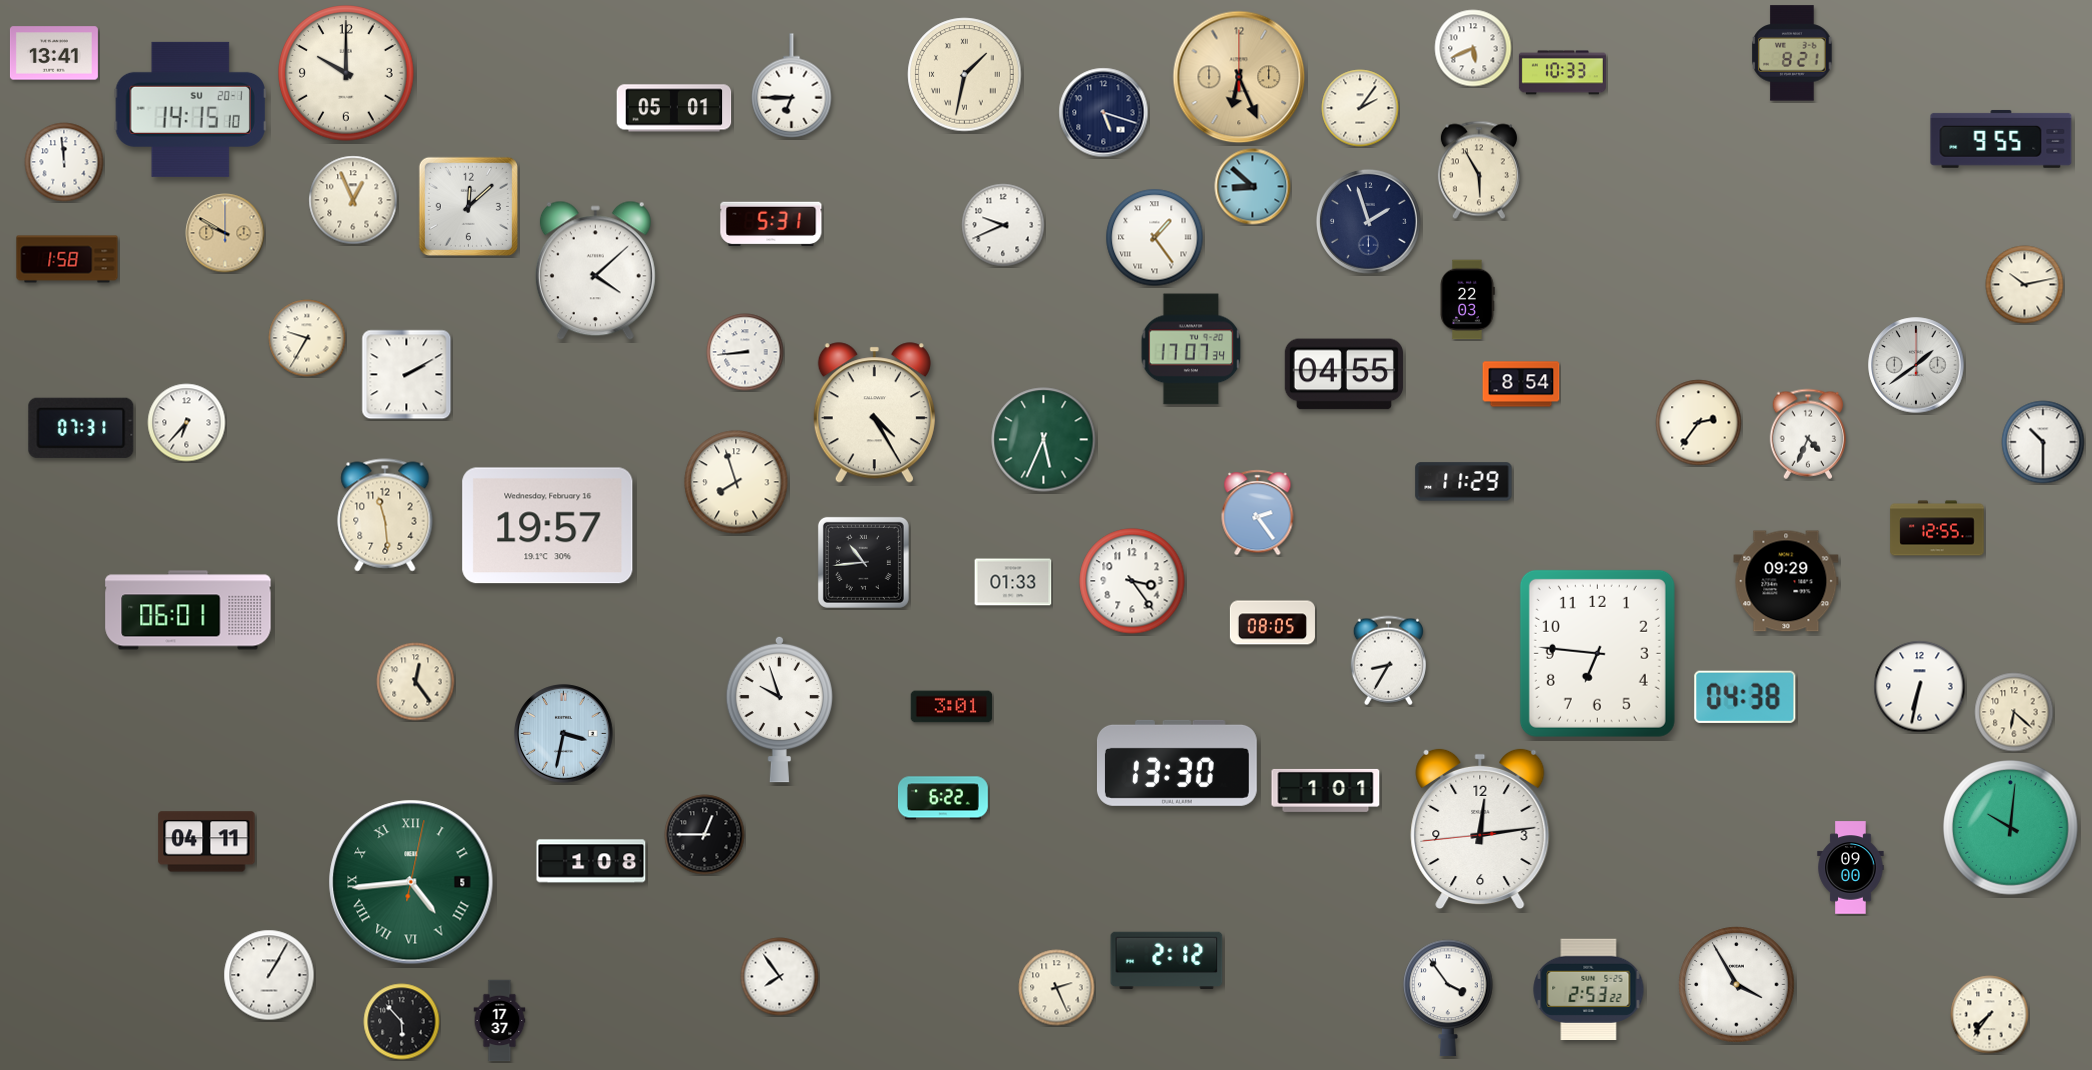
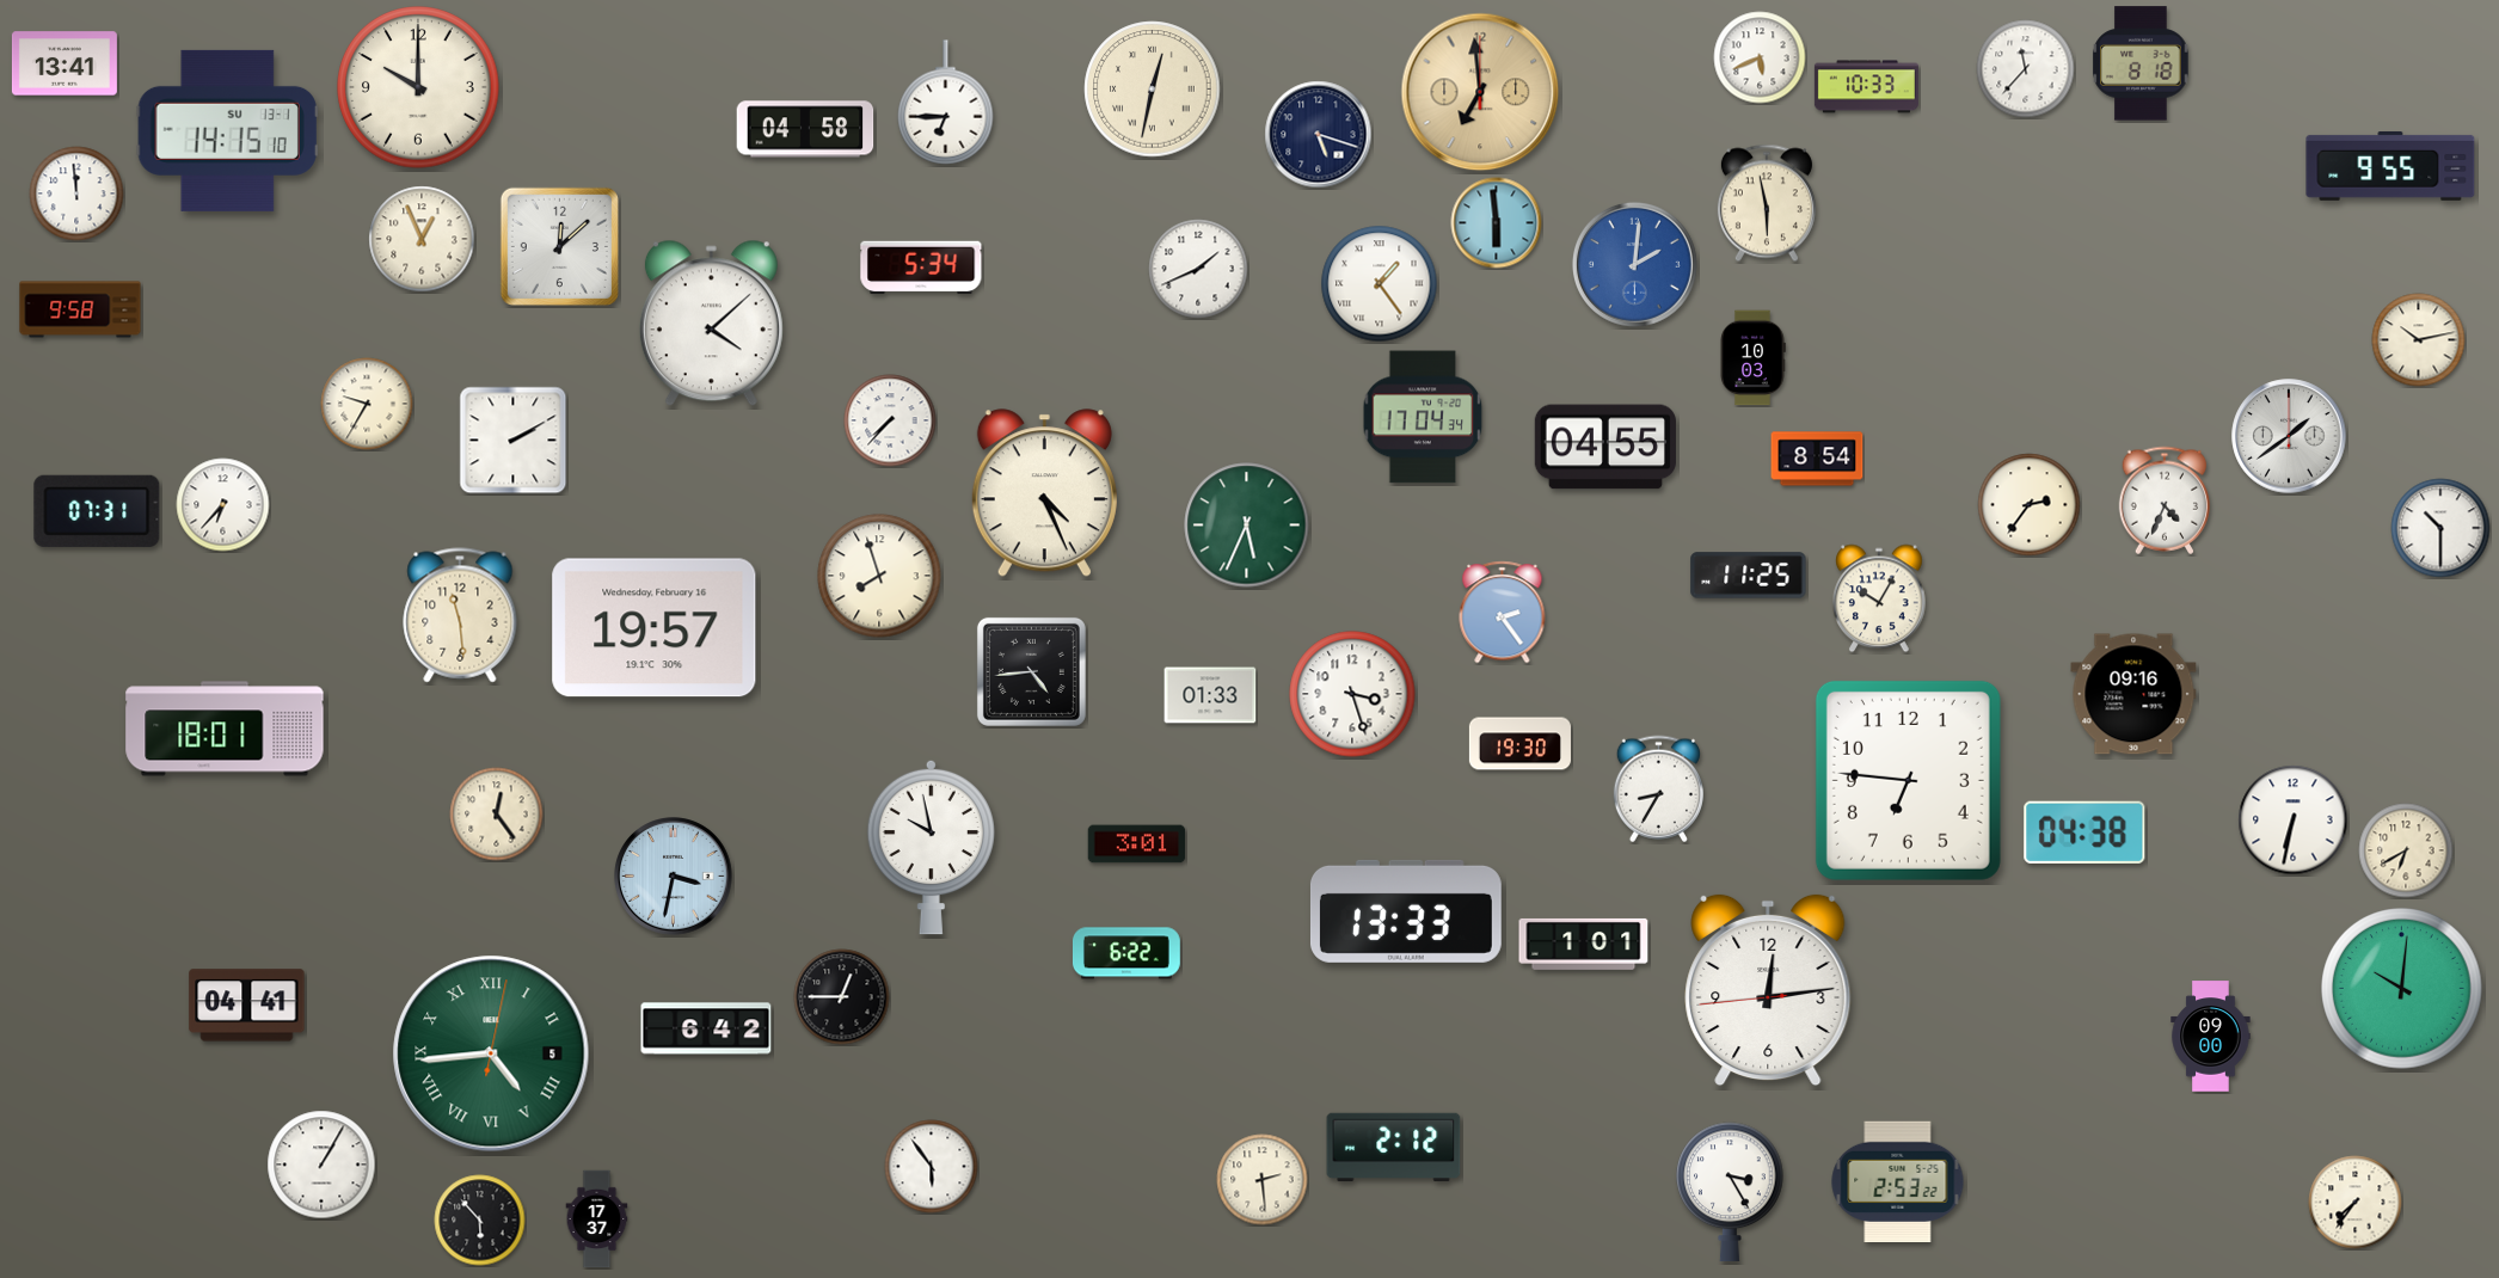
clock at (1792, 53): 8:21 -> 8:18
clock at (2026, 69): none -> 11:37
clock at (346, 73) position: (346, 73) -> (418, 87)
clock at (965, 75): 1:32 -> 12:32
clock at (1239, 77): 6:26 -> 6:59
clock at (674, 108): 05:01 -> 04:58
clock at (1360, 108): 2:06 -> none
clock at (190, 109) date: SU 20-1 -> SU 13-1
clock at (1479, 170): 5:55 -> 5:58
clock at (1253, 187): 8:52 -> 5:59
clock at (1368, 221): 1:57 -> 2:01
clock at (1368, 221) dial: navy -> blue
clock at (771, 224): 5:31 -> 5:34
clock at (1003, 225): 9:41 -> 1:41
clock at (225, 233): 9:50 -> none
clock at (67, 259): 1:58 -> 9:58
clock at (1467, 300): 22:03 -> 10:03
clock at (1191, 349): 17:07 -> 17:04
clock at (745, 352): 8:44 -> 7:37
clock at (407, 375) position: (407, 375) -> (514, 441)
clock at (874, 413): 4:25 -> 4:26
clock at (1808, 434) position: (1808, 434) -> (2165, 500)
clock at (1464, 482): 11:29 -> 11:25
clock at (1880, 598): none -> 10:05
clock at (1937, 528): 12:55 -> none
clock at (863, 562): 10:44 -> 4:44
clock at (1132, 581): 3:24 -> 3:27
clock at (1786, 581): 09:29 -> 09:16
clock at (188, 610): 06:01 -> 18:01
clock at (1272, 623): 08:05 -> 19:30
clock at (779, 709): 9:57 -> 9:58
clock at (2014, 712): 6:22 -> 6:40
clock at (1177, 763): 13:30 -> 13:33
clock at (207, 842): 04:11 -> 04:41
clock at (591, 861): 1:08 -> 6:42
clock at (780, 977): 7:54 -> 5:54
clock at (1737, 985): 3:55 -> none
clock at (1057, 988): 2:26 -> 2:29
clock at (1448, 998): 3:54 -> 3:25
clock at (1990, 1015) position: (1990, 1015) -> (2356, 1203)
